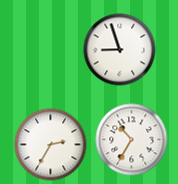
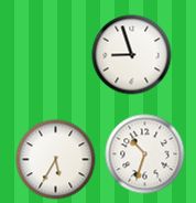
clock at (132, 140): 10:35 -> 10:33
clock at (51, 145): 2:35 -> 5:35
